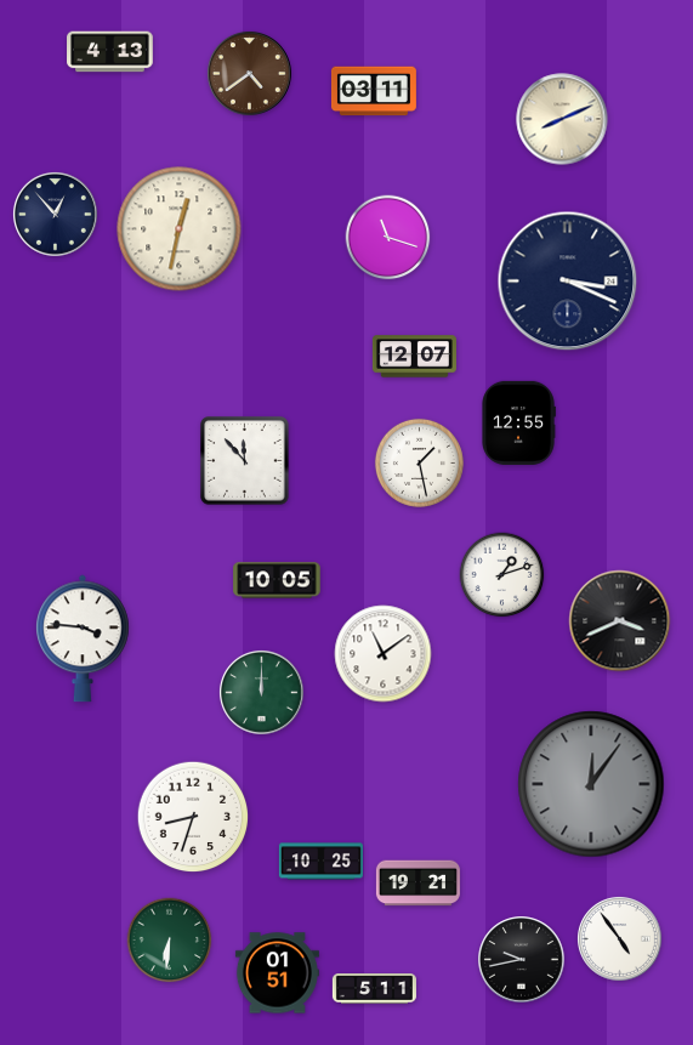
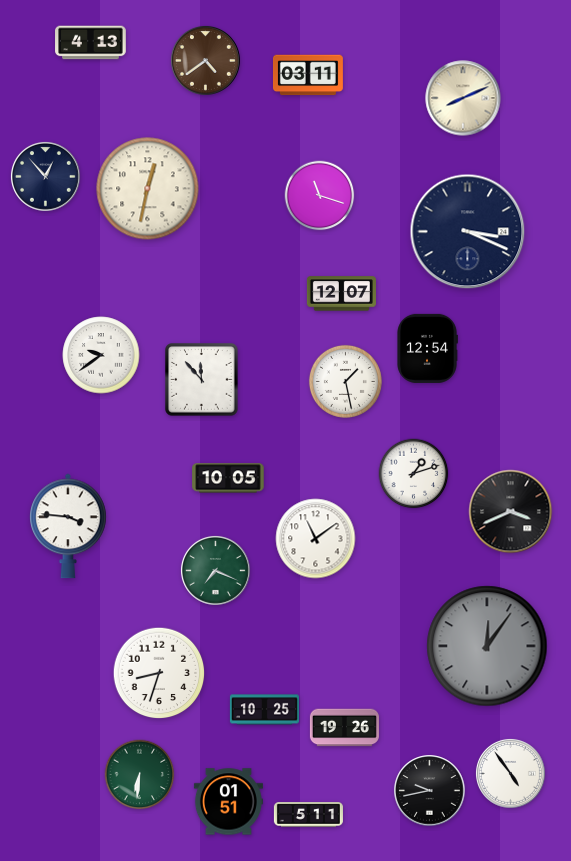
clock at (518, 422): 12:55 -> 12:54
clock at (101, 355): none -> 9:39
clock at (261, 692): 12:00 -> 7:19
clock at (417, 884): 19:21 -> 19:26
